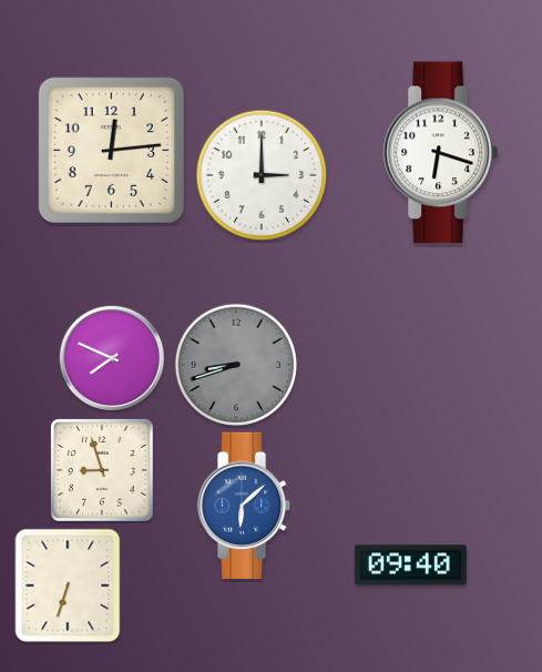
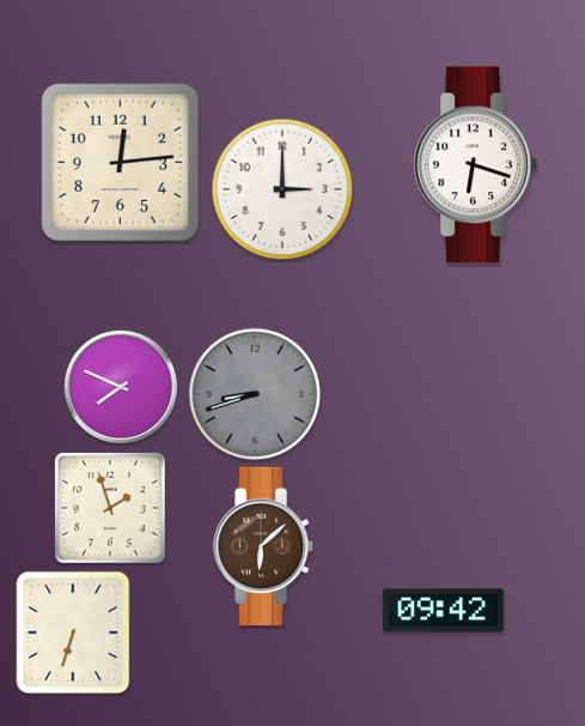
clock at (103, 471): 8:57 -> 1:57
clock at (244, 505) dial: blue -> brown
clock at (410, 566): 09:40 -> 09:42
